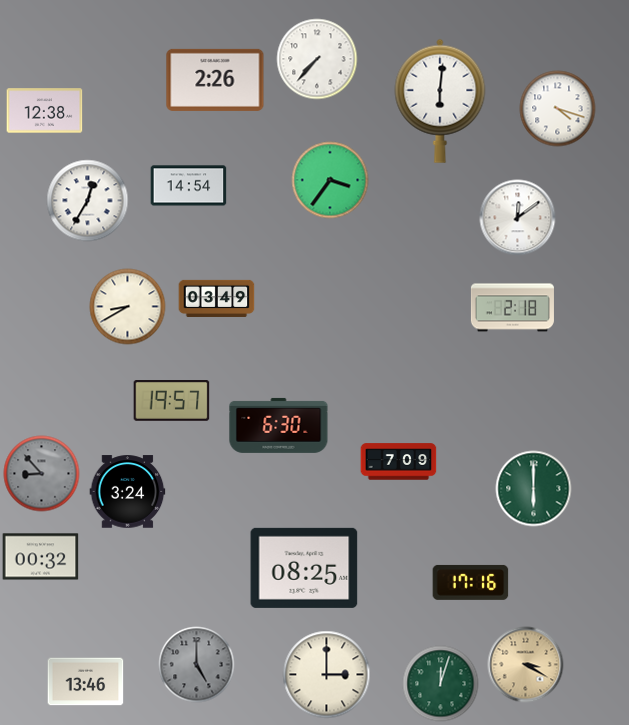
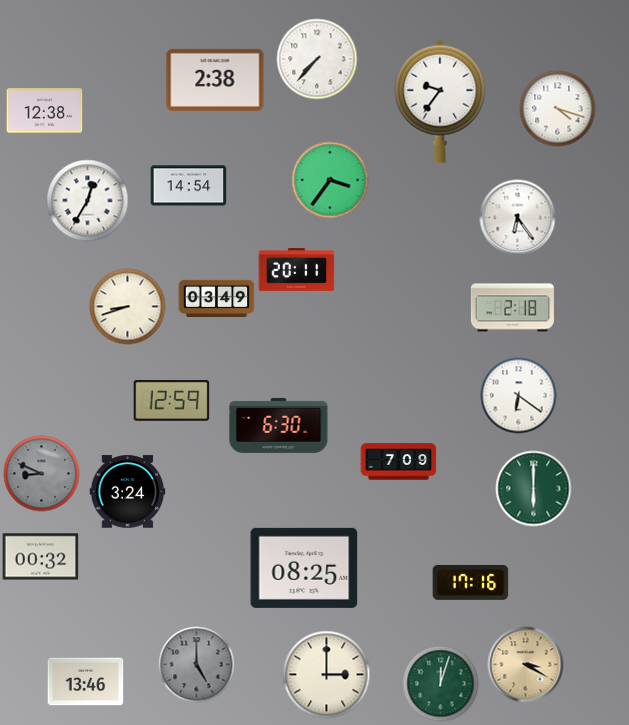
clock at (215, 80): 2:26 -> 2:38
clock at (440, 101): 6:01 -> 9:36
clock at (518, 218): 12:09 -> 6:24
clock at (297, 270): none -> 20:11
clock at (128, 307): 8:40 -> 8:42
clock at (519, 396): none -> 6:21
clock at (172, 401): 19:57 -> 12:59
clock at (42, 474): 8:53 -> 8:49
